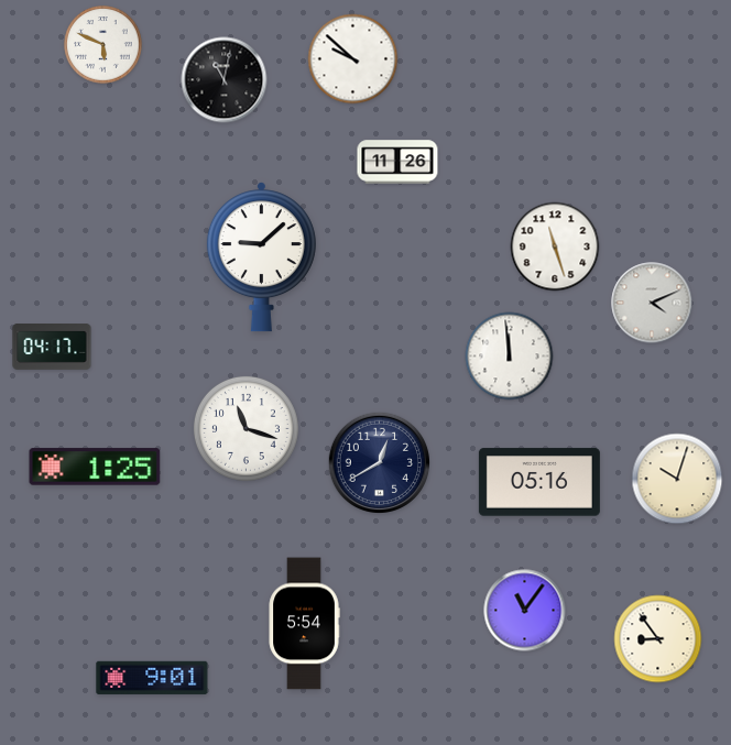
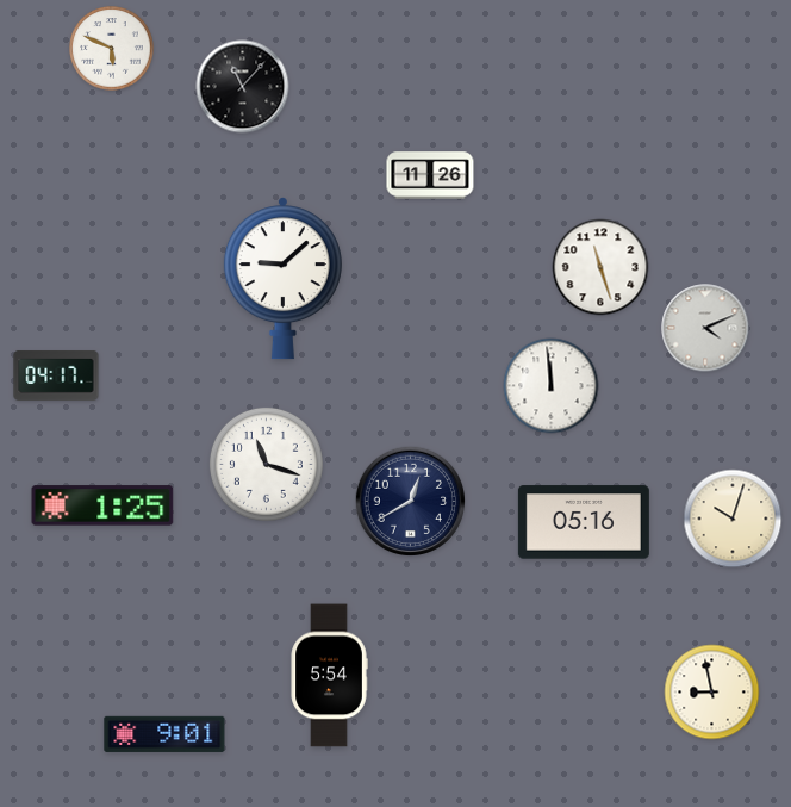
clock at (353, 59): 9:52 -> none
clock at (225, 80): 11:02 -> 11:07
clock at (525, 611): 11:06 -> none
clock at (658, 639): 8:54 -> 8:58
